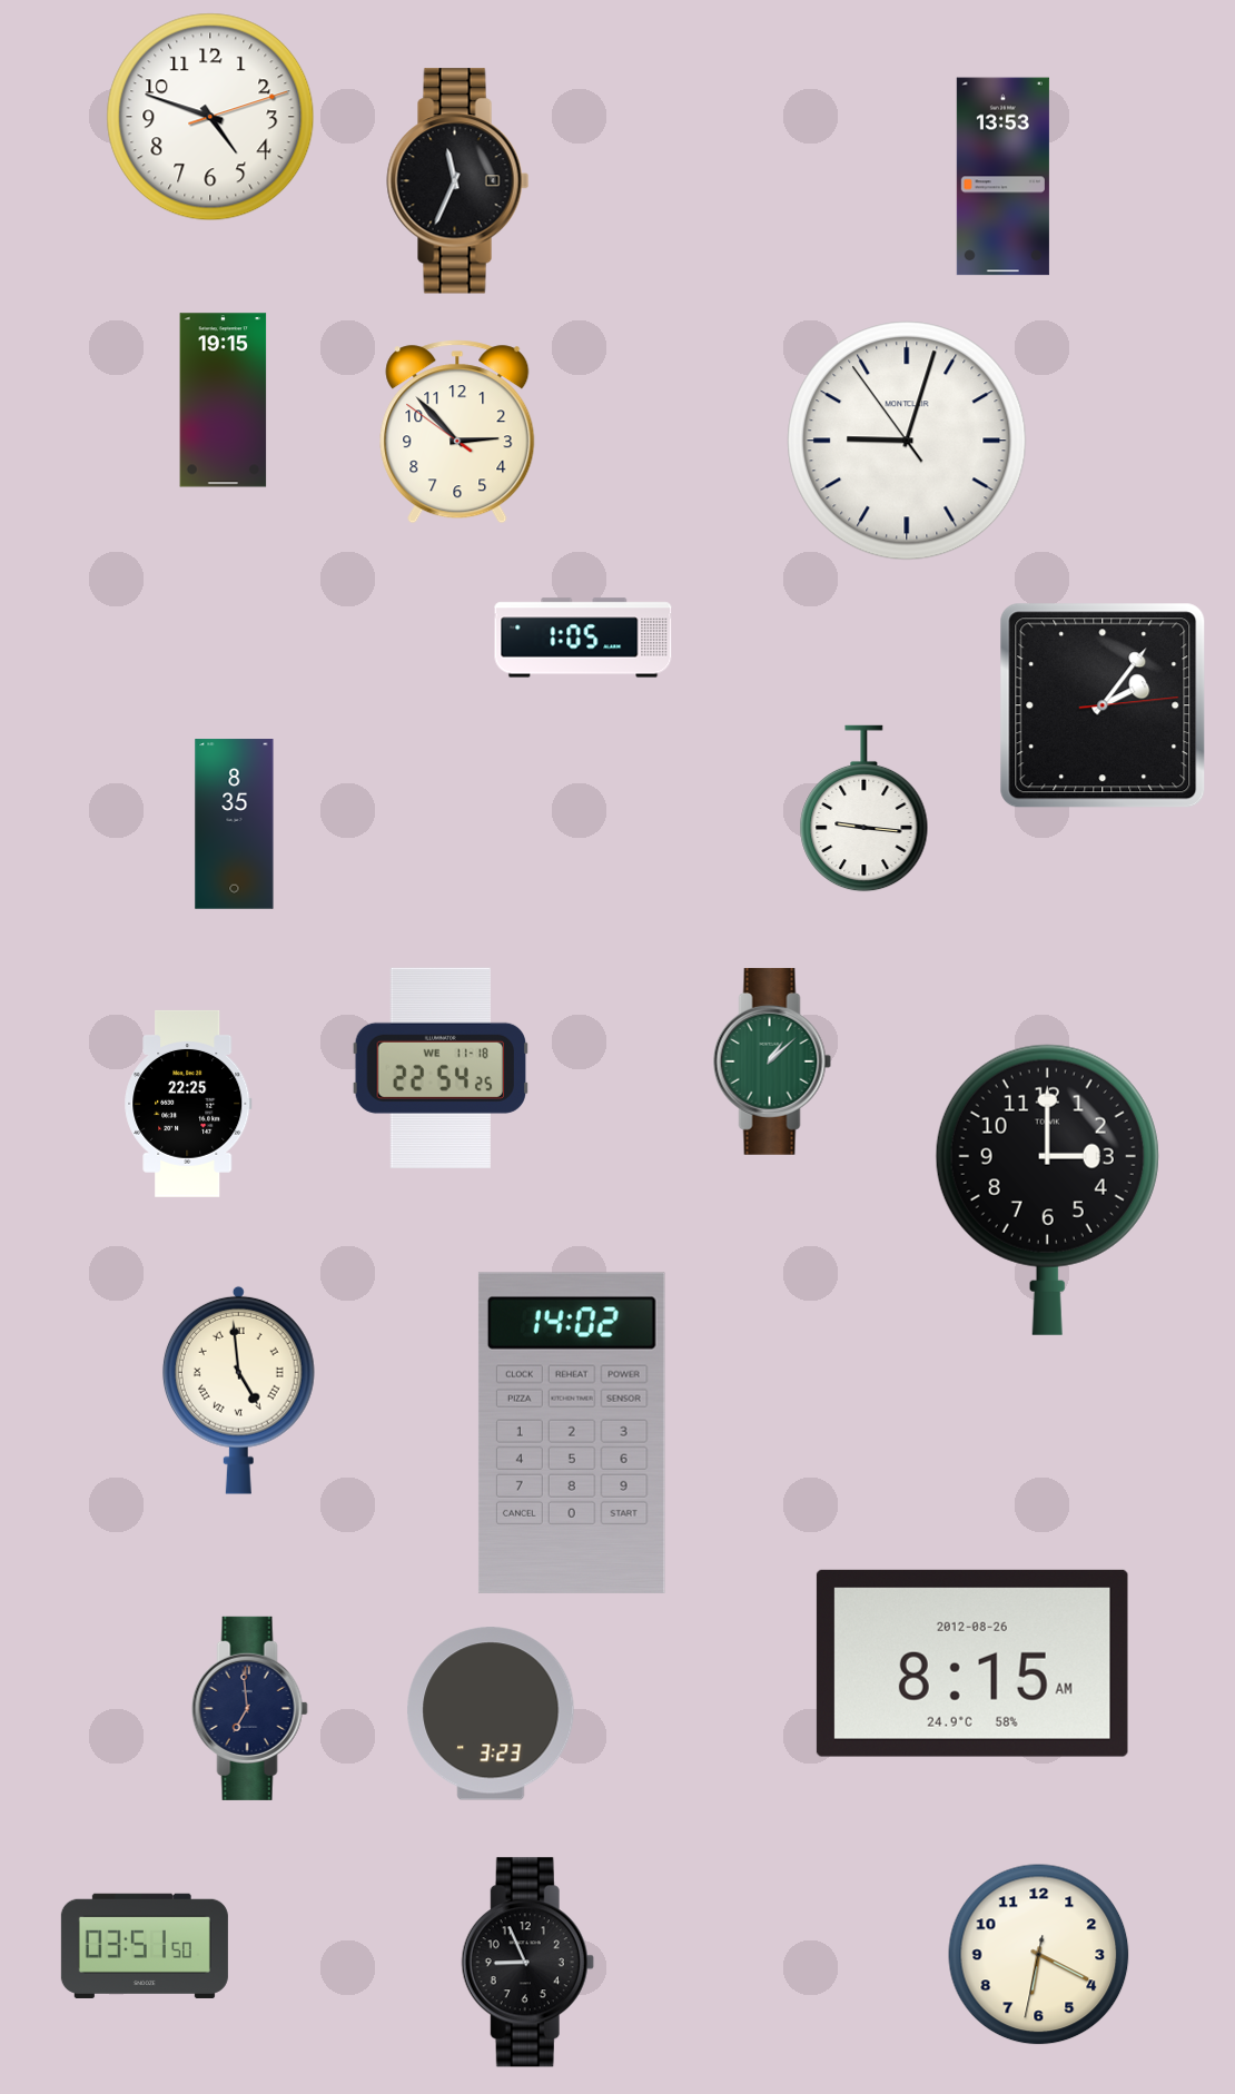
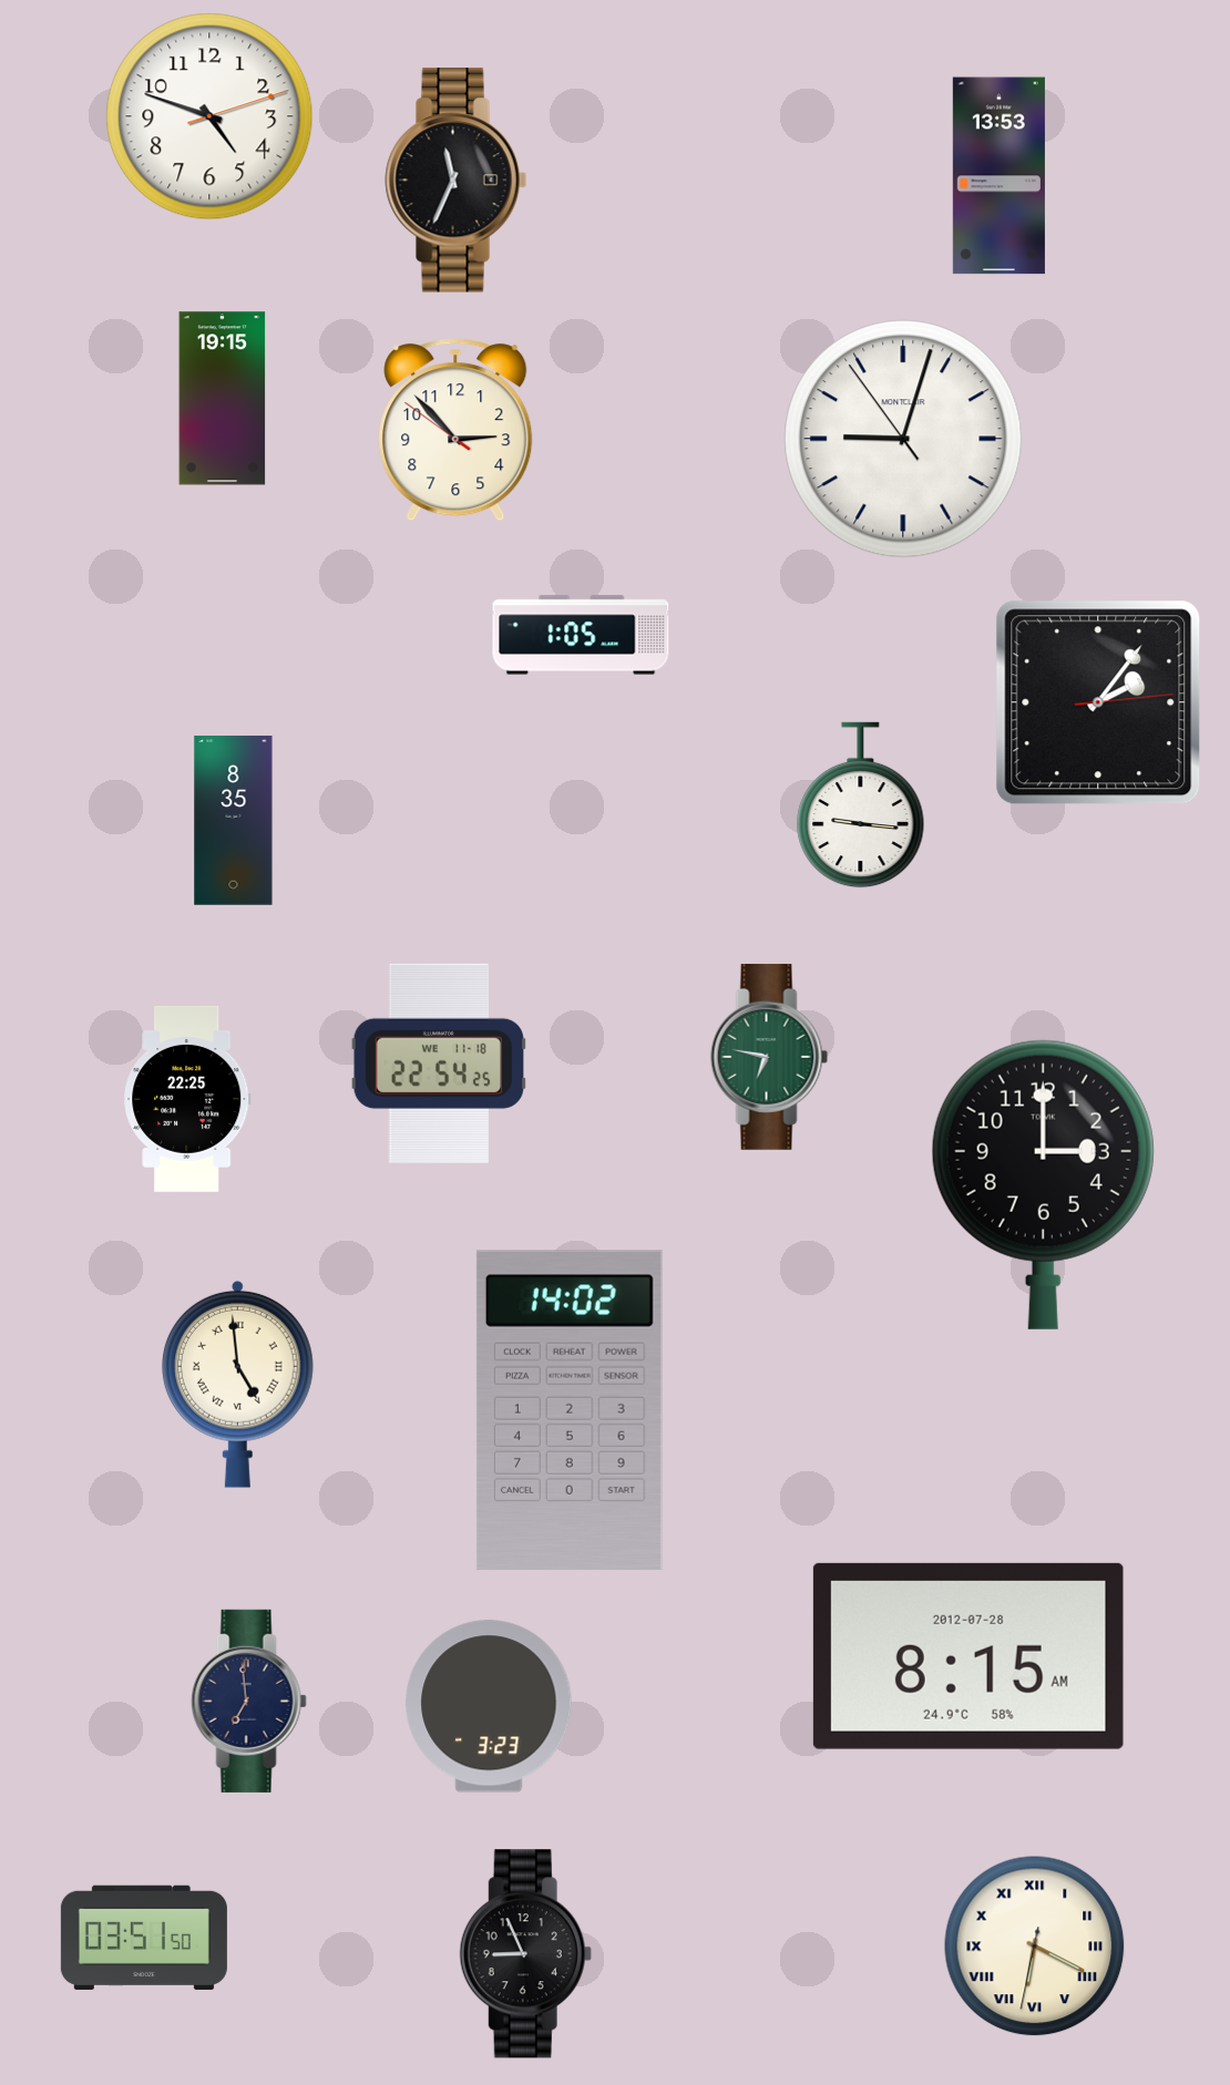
clock at (772, 1061): 1:08 -> 6:47
clock at (572, 1433) position: (572, 1433) -> (570, 1410)
clock at (972, 1663) date: 2012-08-26 -> 2012-07-28
clock at (1039, 1955) numerals: Arabic -> Roman
